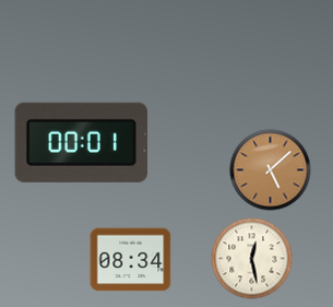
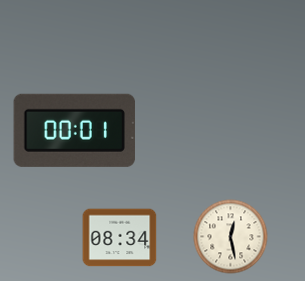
clock at (271, 170): 5:08 -> none
